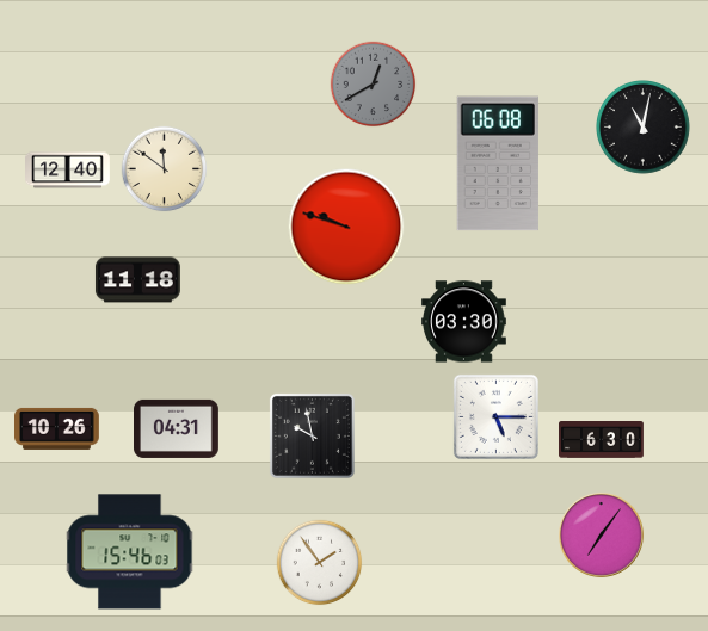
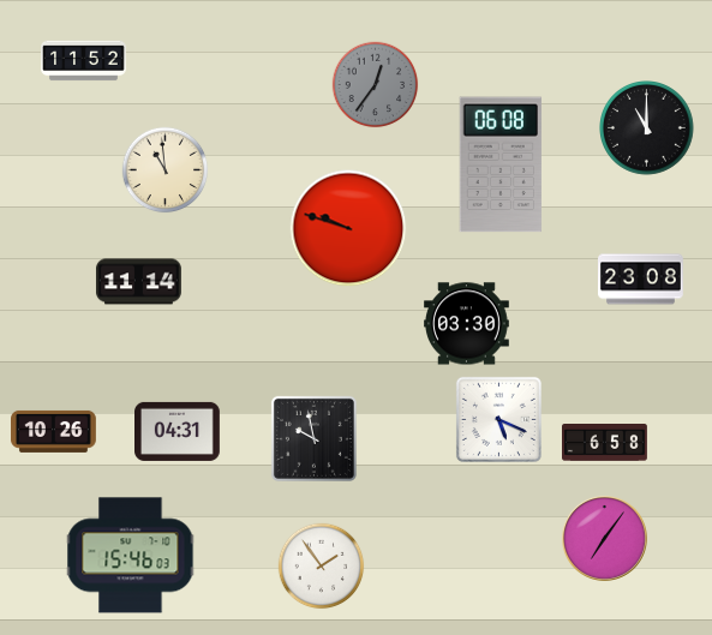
clock at (84, 61): none -> 11:52
clock at (374, 85): 12:40 -> 12:36
clock at (644, 128): 11:02 -> 11:00
clock at (165, 169): 11:51 -> 10:59
clock at (68, 171): 12:40 -> none
clock at (641, 280): none -> 23:08
clock at (138, 280): 11:18 -> 11:14
clock at (495, 416): 5:15 -> 5:19
clock at (57, 428) position: (57, 428) -> (54, 431)
clock at (602, 440): 6:30 -> 6:58
